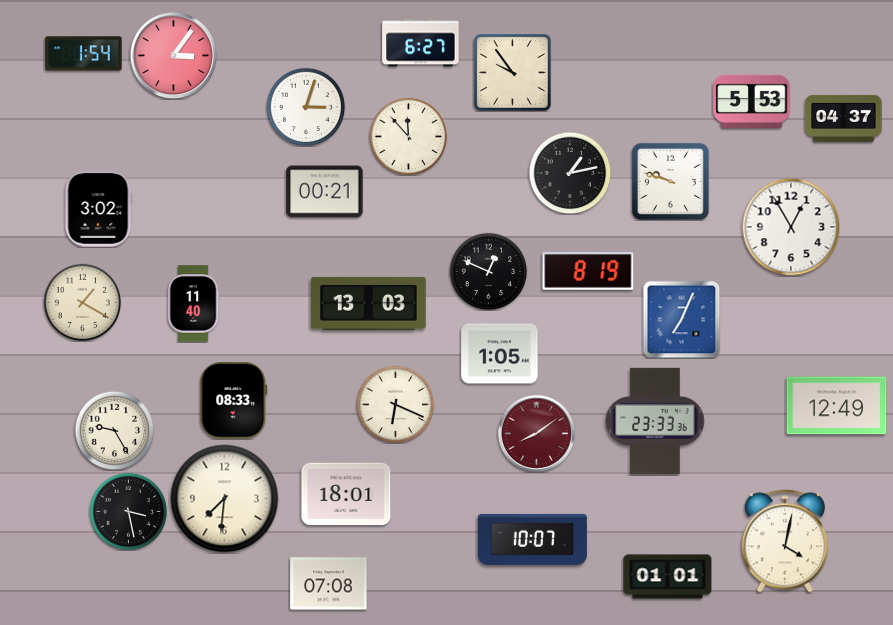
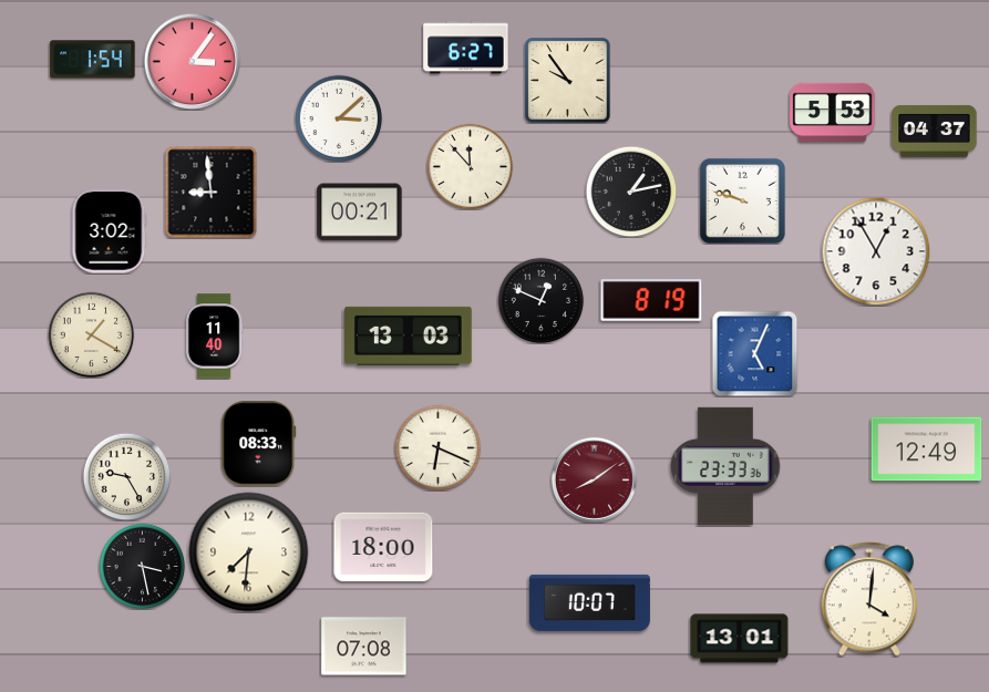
clock at (306, 107): 3:03 -> 3:08
clock at (408, 136) position: (408, 136) -> (470, 166)
clock at (210, 192): none -> 8:59
clock at (681, 319): 7:04 -> 5:04
clock at (500, 354): 1:05 -> none
clock at (346, 494): 18:01 -> 18:00
clock at (532, 539) position: (532, 539) -> (589, 602)
clock at (784, 541): 4:02 -> 4:01
clock at (668, 577): 01:01 -> 13:01
